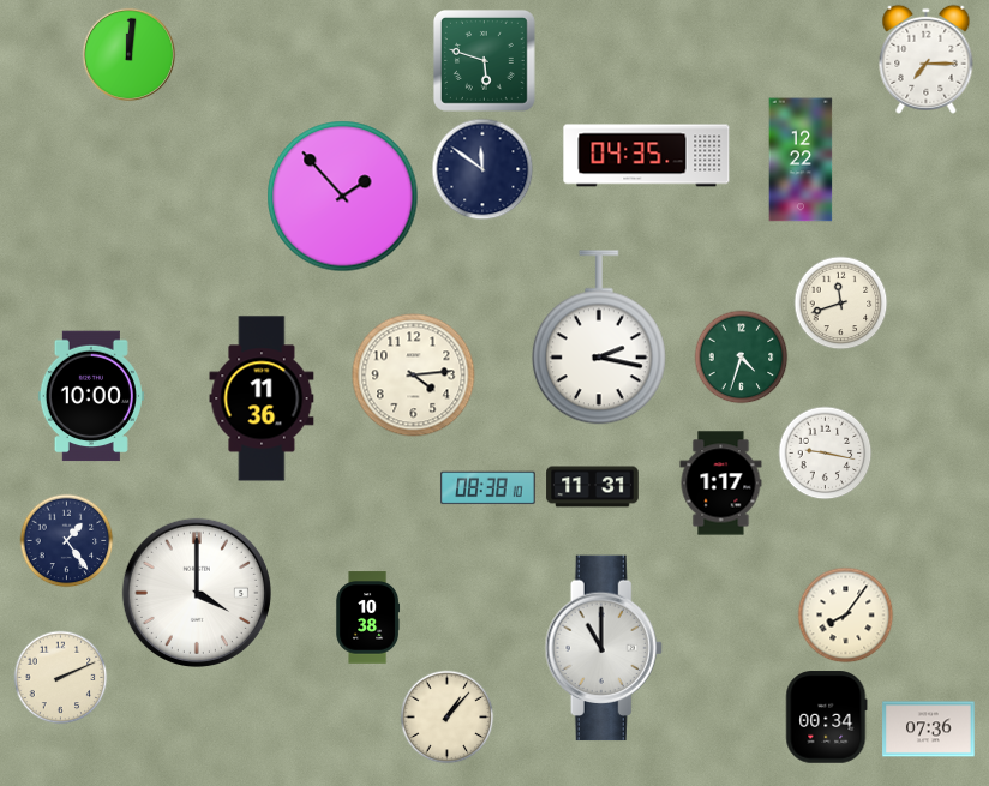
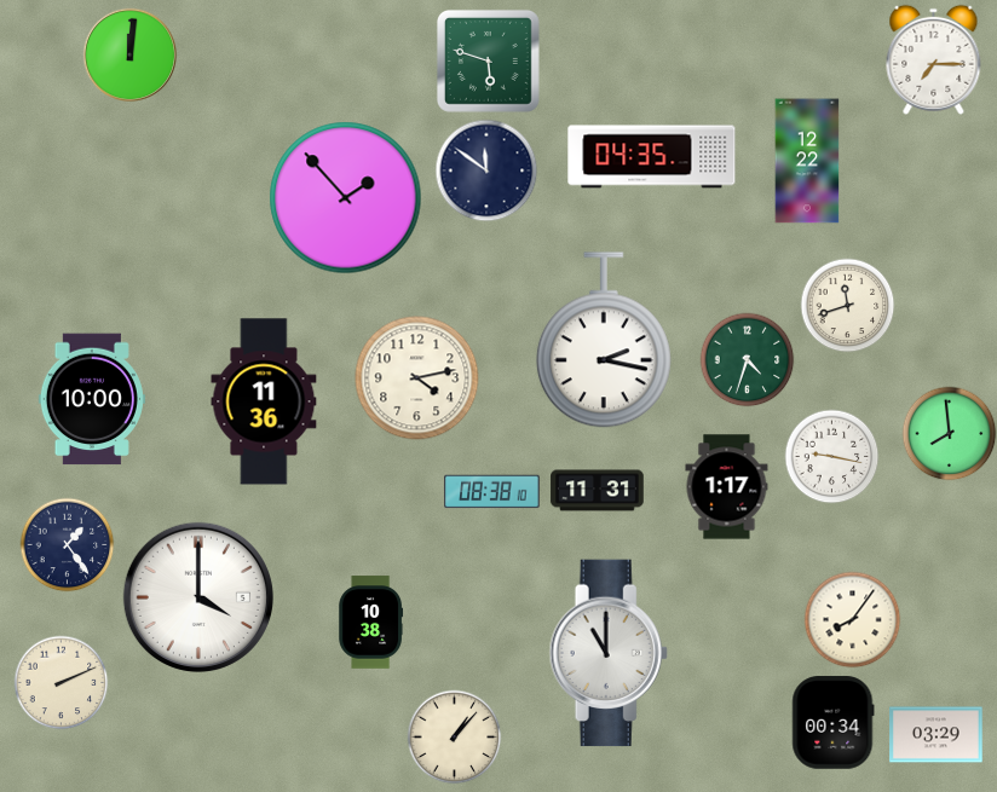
clock at (414, 376): 4:14 -> 4:13
clock at (949, 433): none -> 7:59
clock at (446, 716) position: (446, 716) -> (454, 736)
clock at (929, 730): 07:36 -> 03:29
